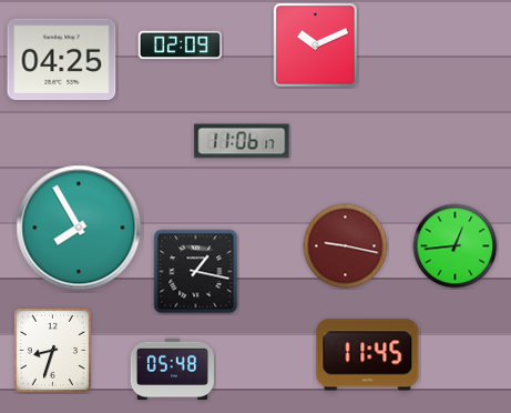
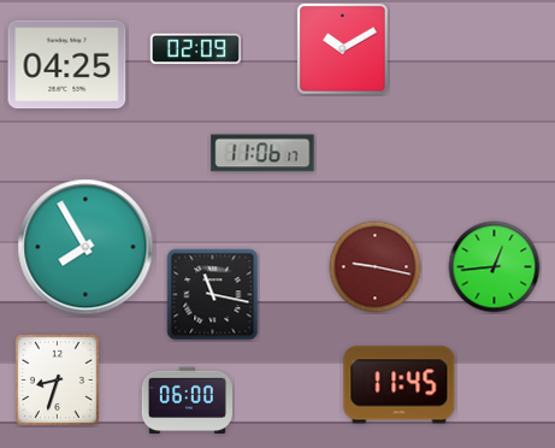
clock at (315, 44): 10:11 -> 10:10
clock at (196, 272): 1:17 -> 11:17
clock at (172, 370): 05:48 -> 06:00
